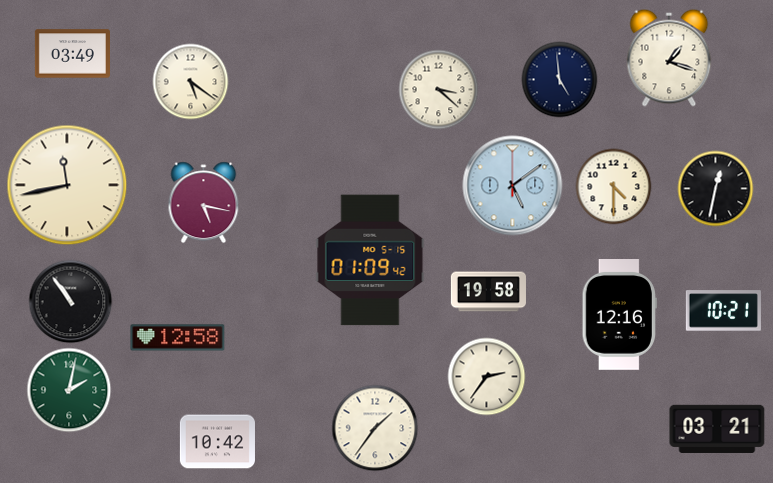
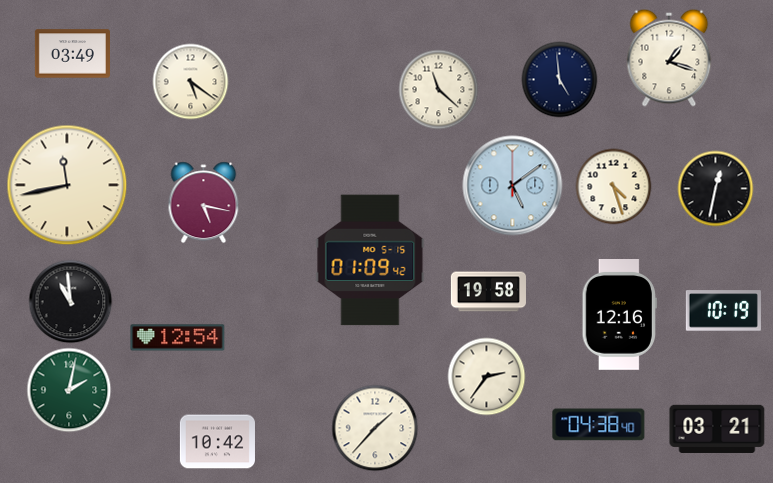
clock at (439, 90): 3:22 -> 11:22
clock at (614, 187): 4:30 -> 4:27
clock at (71, 302): 10:54 -> 10:59
clock at (723, 311): 10:21 -> 10:19
clock at (178, 338): 12:58 -> 12:54
clock at (599, 425): none -> 04:38
clock at (375, 428): 1:36 -> 1:37
